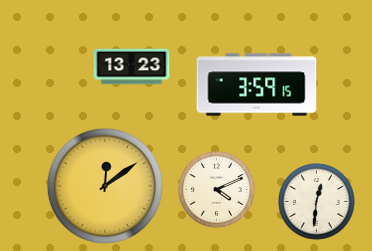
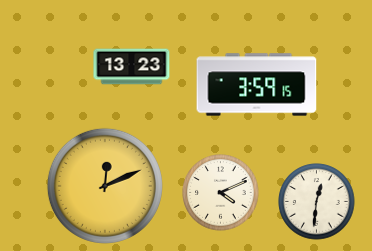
clock at (105, 186): 12:09 -> 12:11
clock at (217, 190) position: (217, 190) -> (221, 193)
